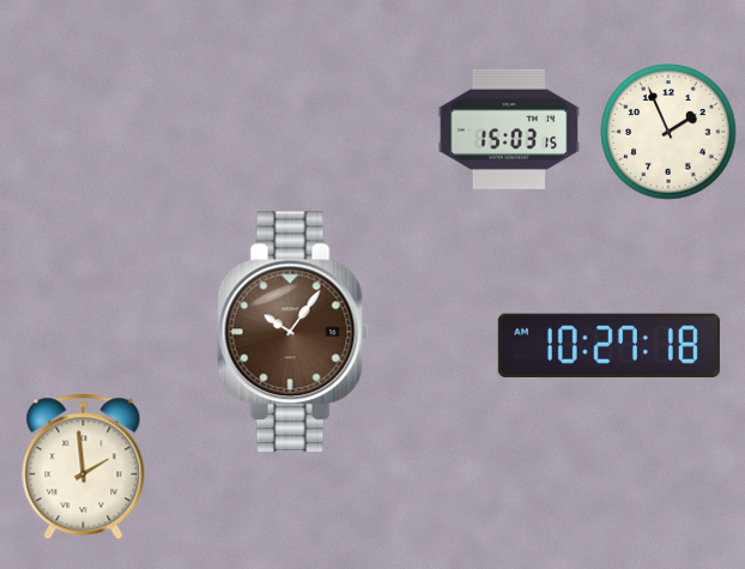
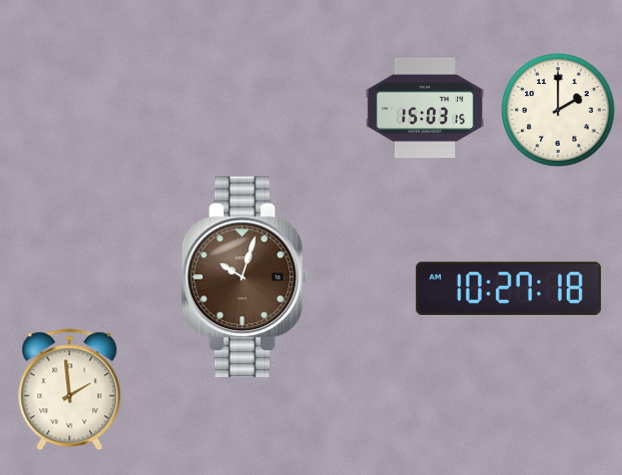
clock at (668, 132): 1:56 -> 2:00
clock at (293, 332): 10:06 -> 10:03
